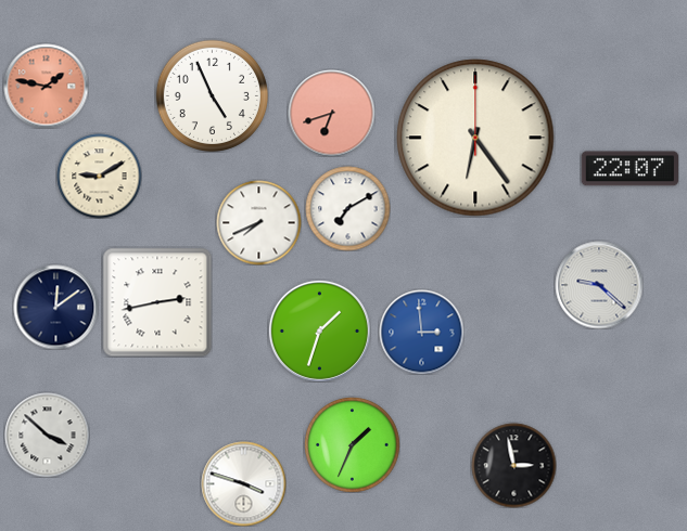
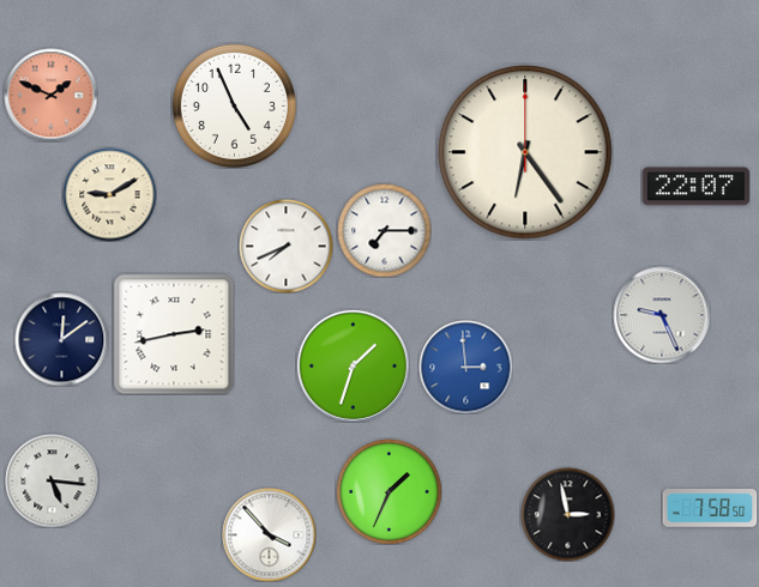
clock at (46, 86): 1:47 -> 1:49
clock at (331, 113): 6:42 -> none
clock at (347, 208): 7:10 -> 7:15
clock at (599, 285): 9:22 -> 9:26
clock at (47, 435): 3:52 -> 5:16
clock at (710, 509): none -> 7:58
clock at (243, 483): 3:48 -> 3:53
